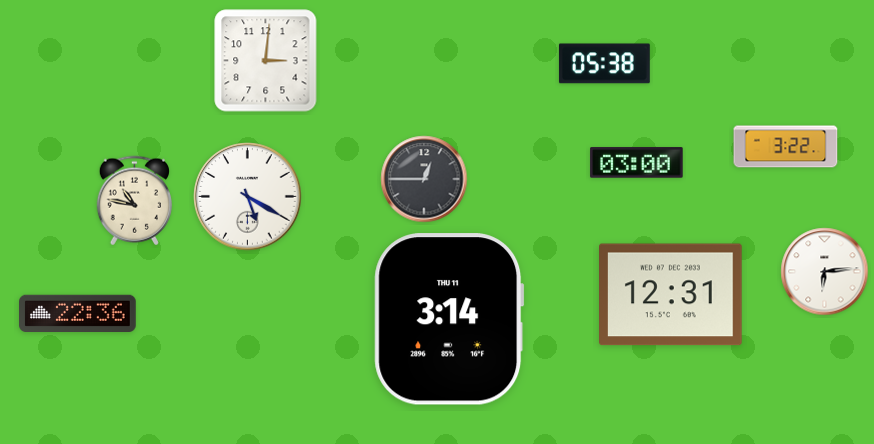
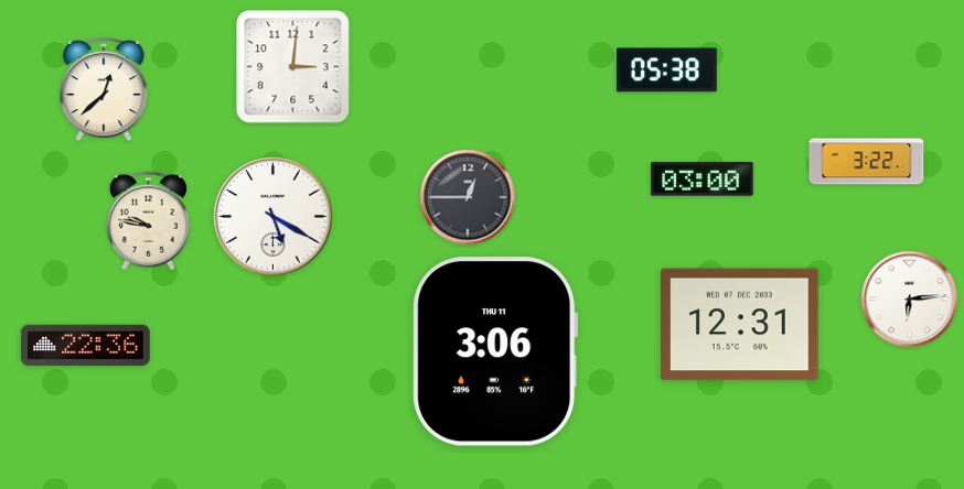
clock at (104, 90): none -> 12:38
clock at (134, 201): 10:47 -> 9:47
clock at (449, 319): 3:14 -> 3:06
